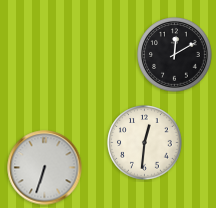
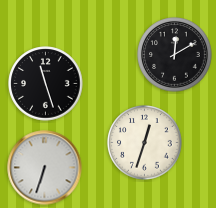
clock at (46, 84): none -> 11:27
clock at (145, 143): 12:31 -> 12:33
